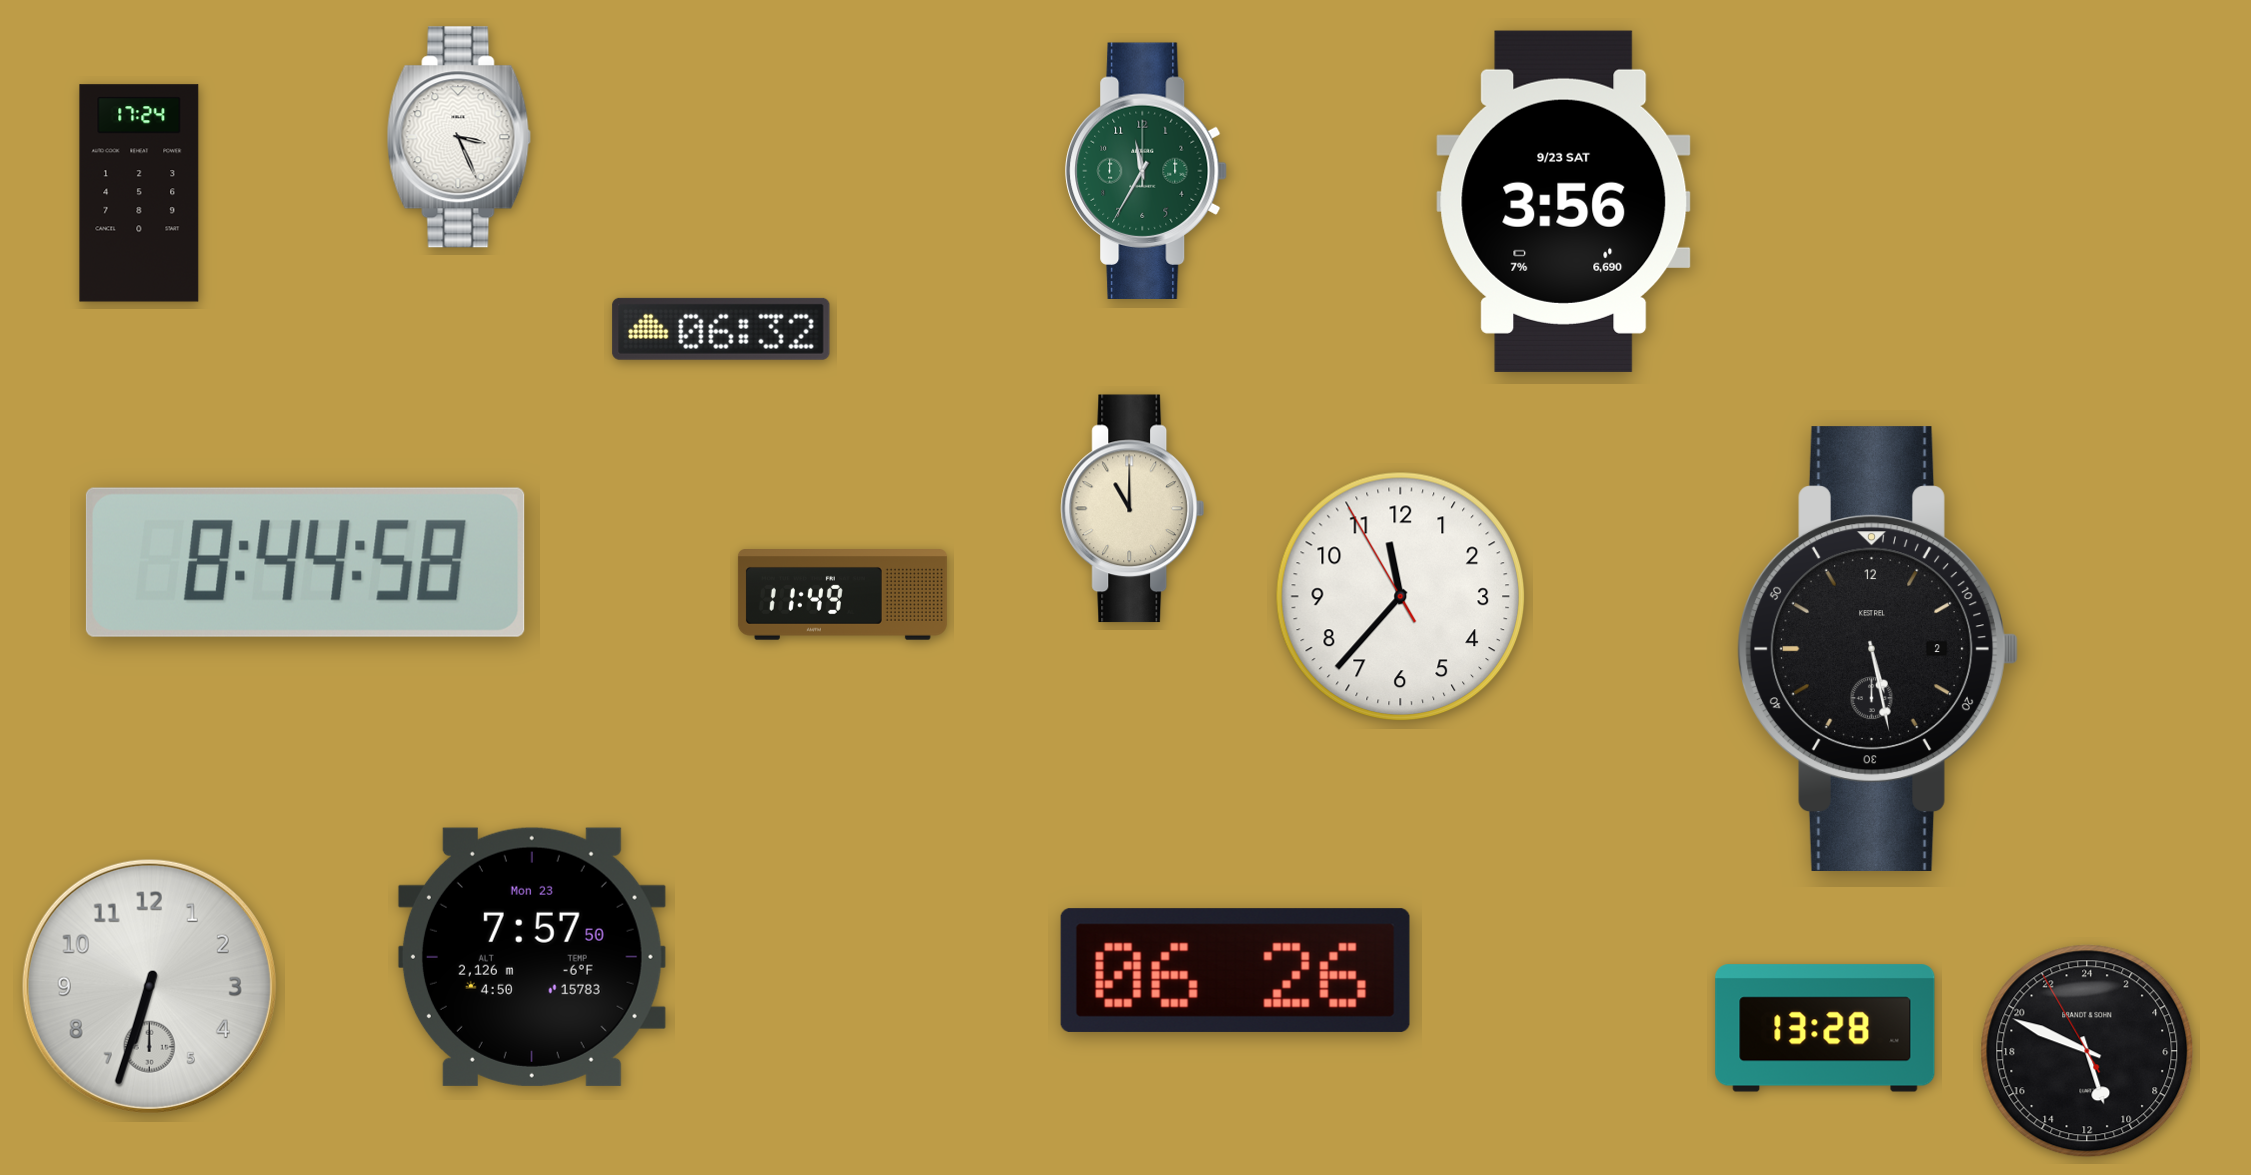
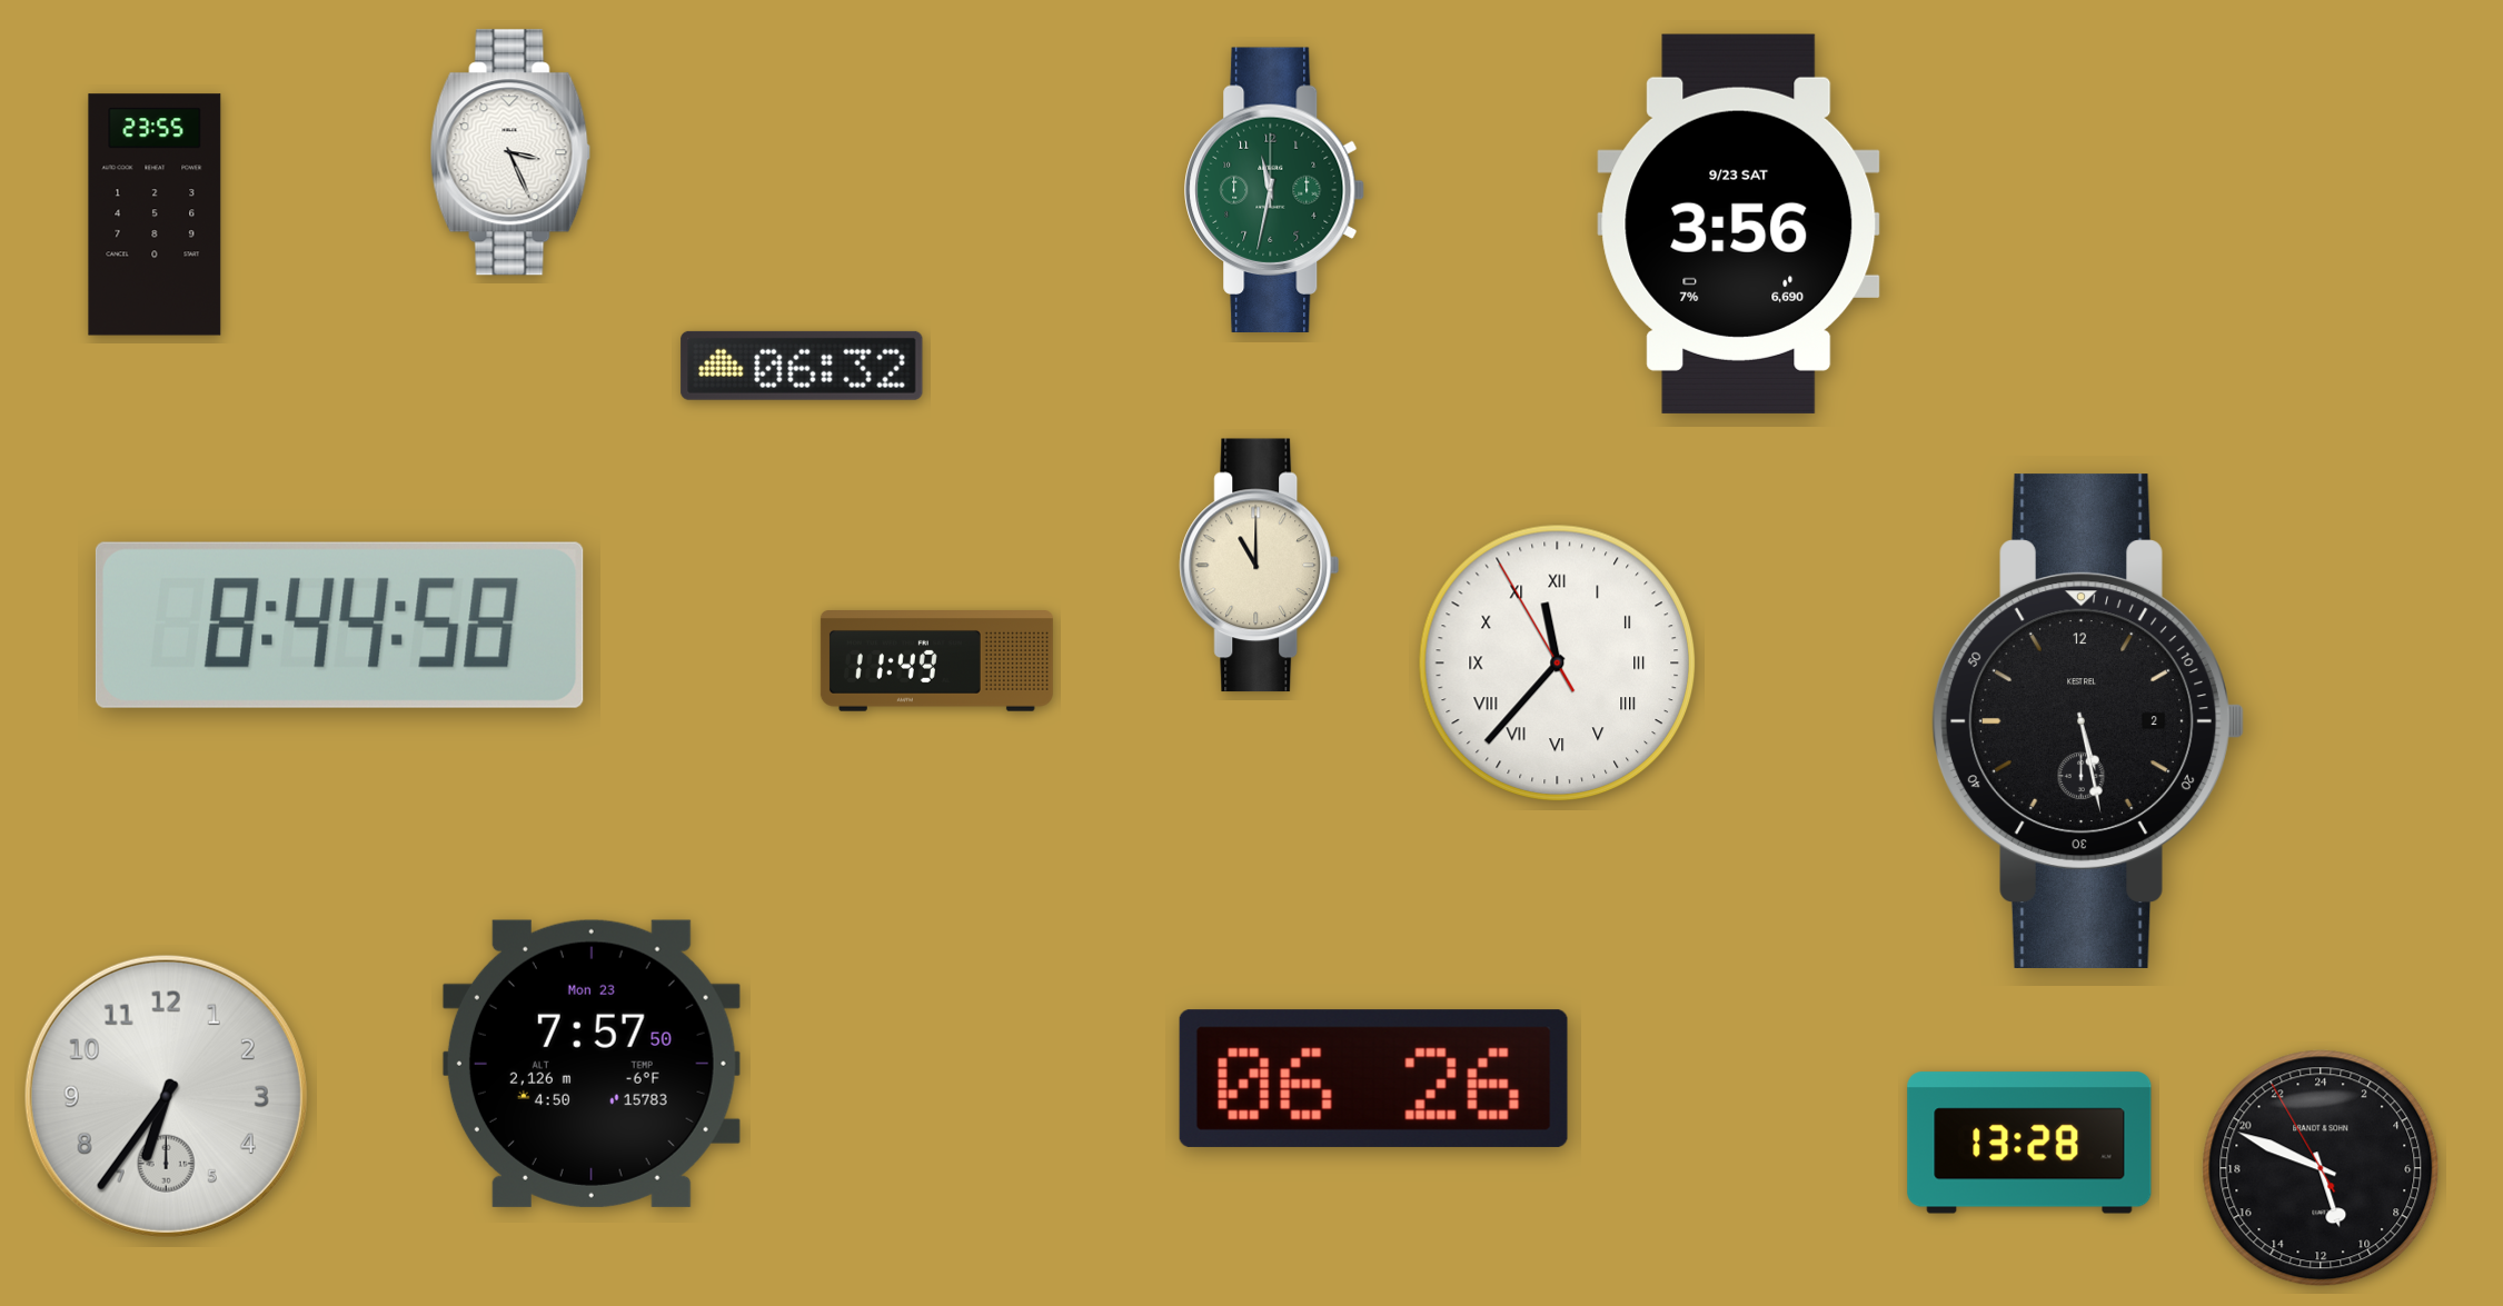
clock at (1146, 170): 11:35 -> 11:32
clock at (139, 193): 17:24 -> 23:55
clock at (1401, 597) numerals: Arabic -> Roman
clock at (149, 986): 6:33 -> 6:36
